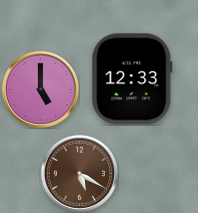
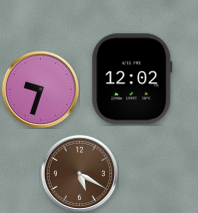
clock at (132, 79): 12:33 -> 12:02
clock at (40, 89): 5:00 -> 9:33
